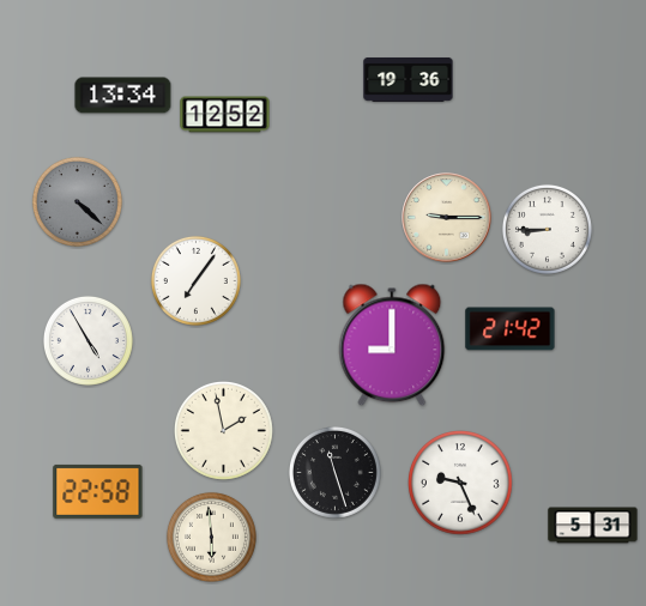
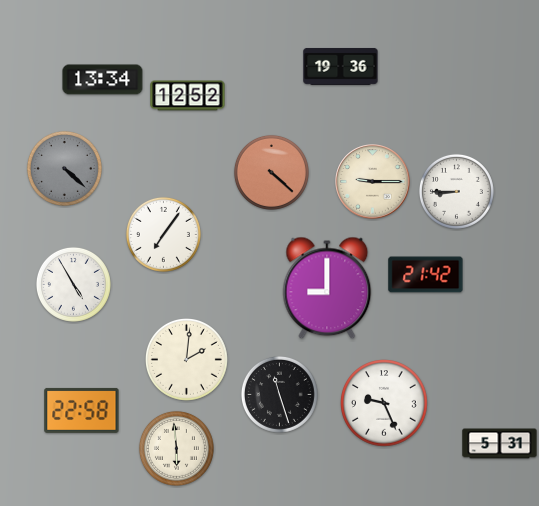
clock at (271, 172): none -> 4:22
clock at (224, 431): 1:58 -> 2:01
clock at (593, 526) position: (593, 526) -> (500, 444)
